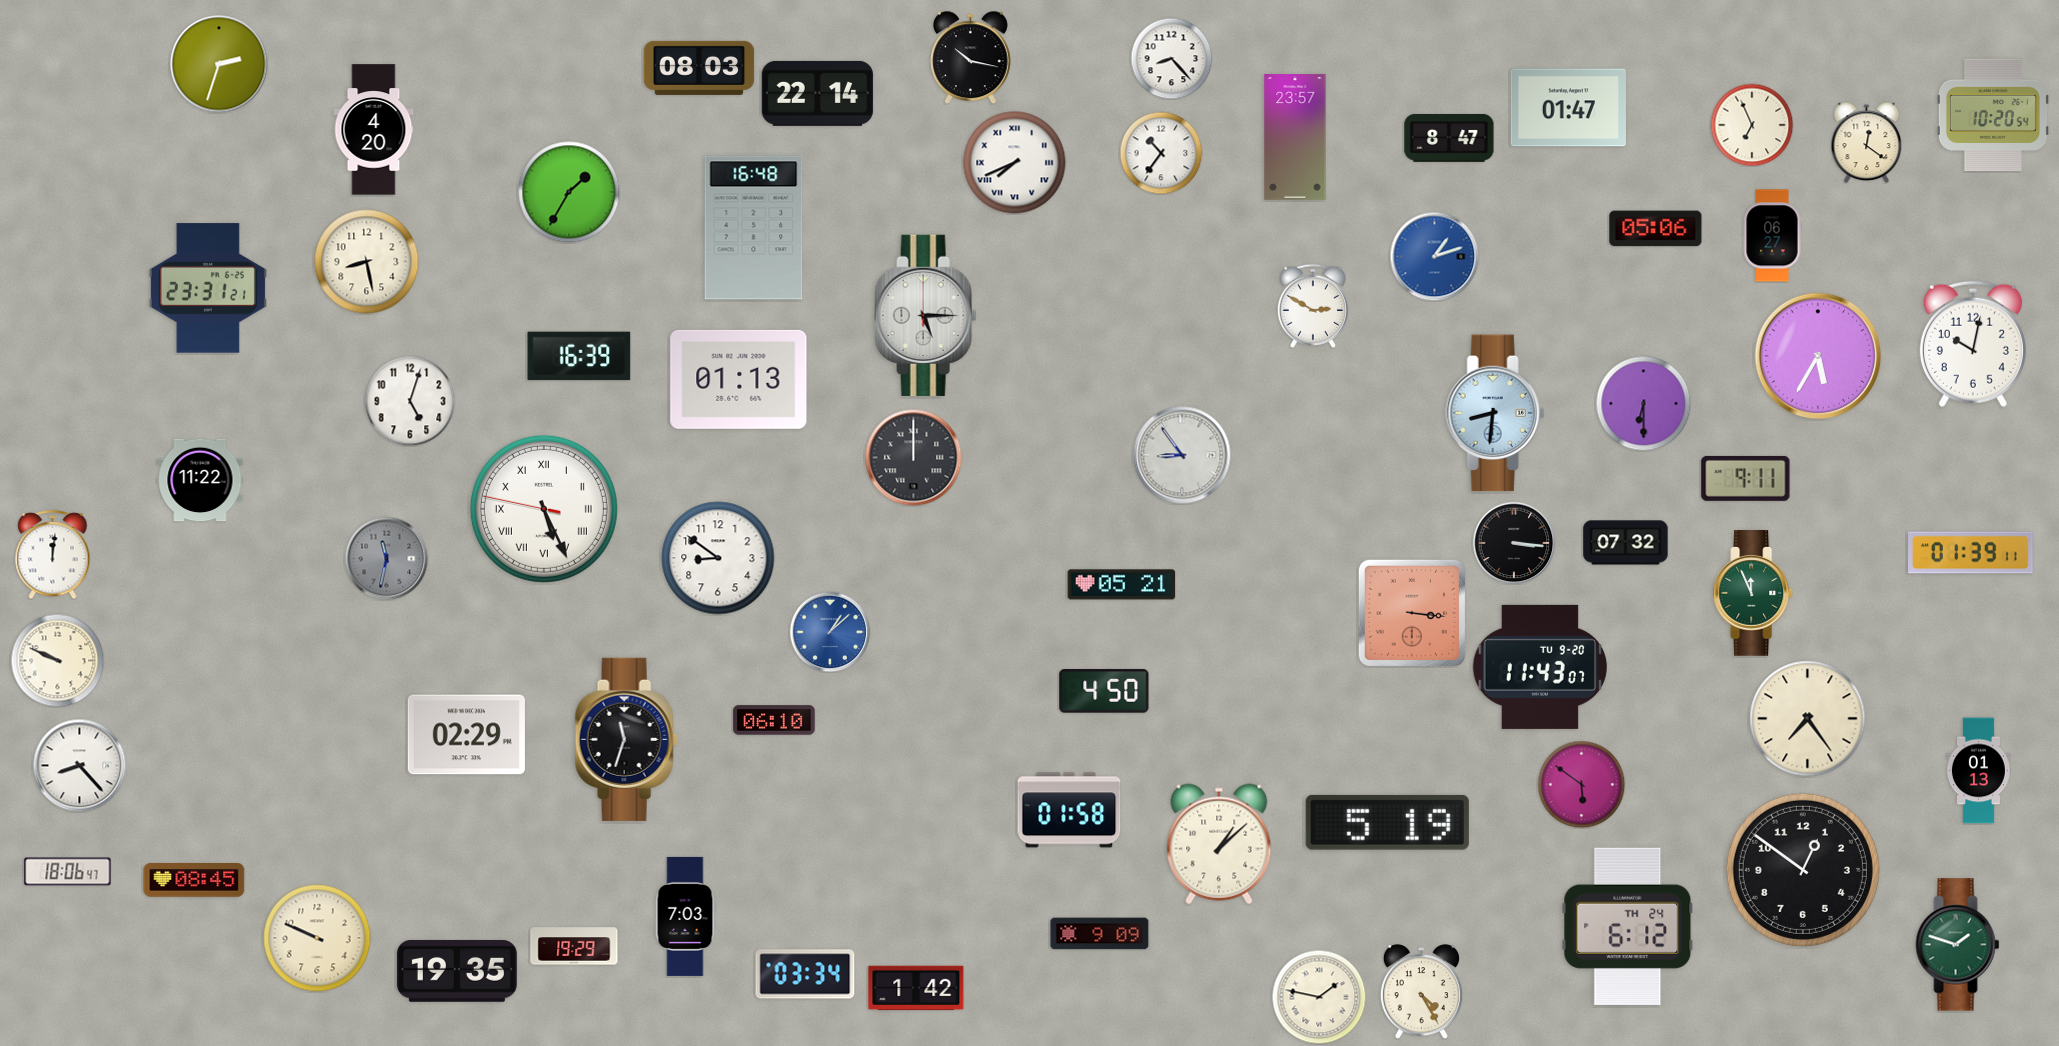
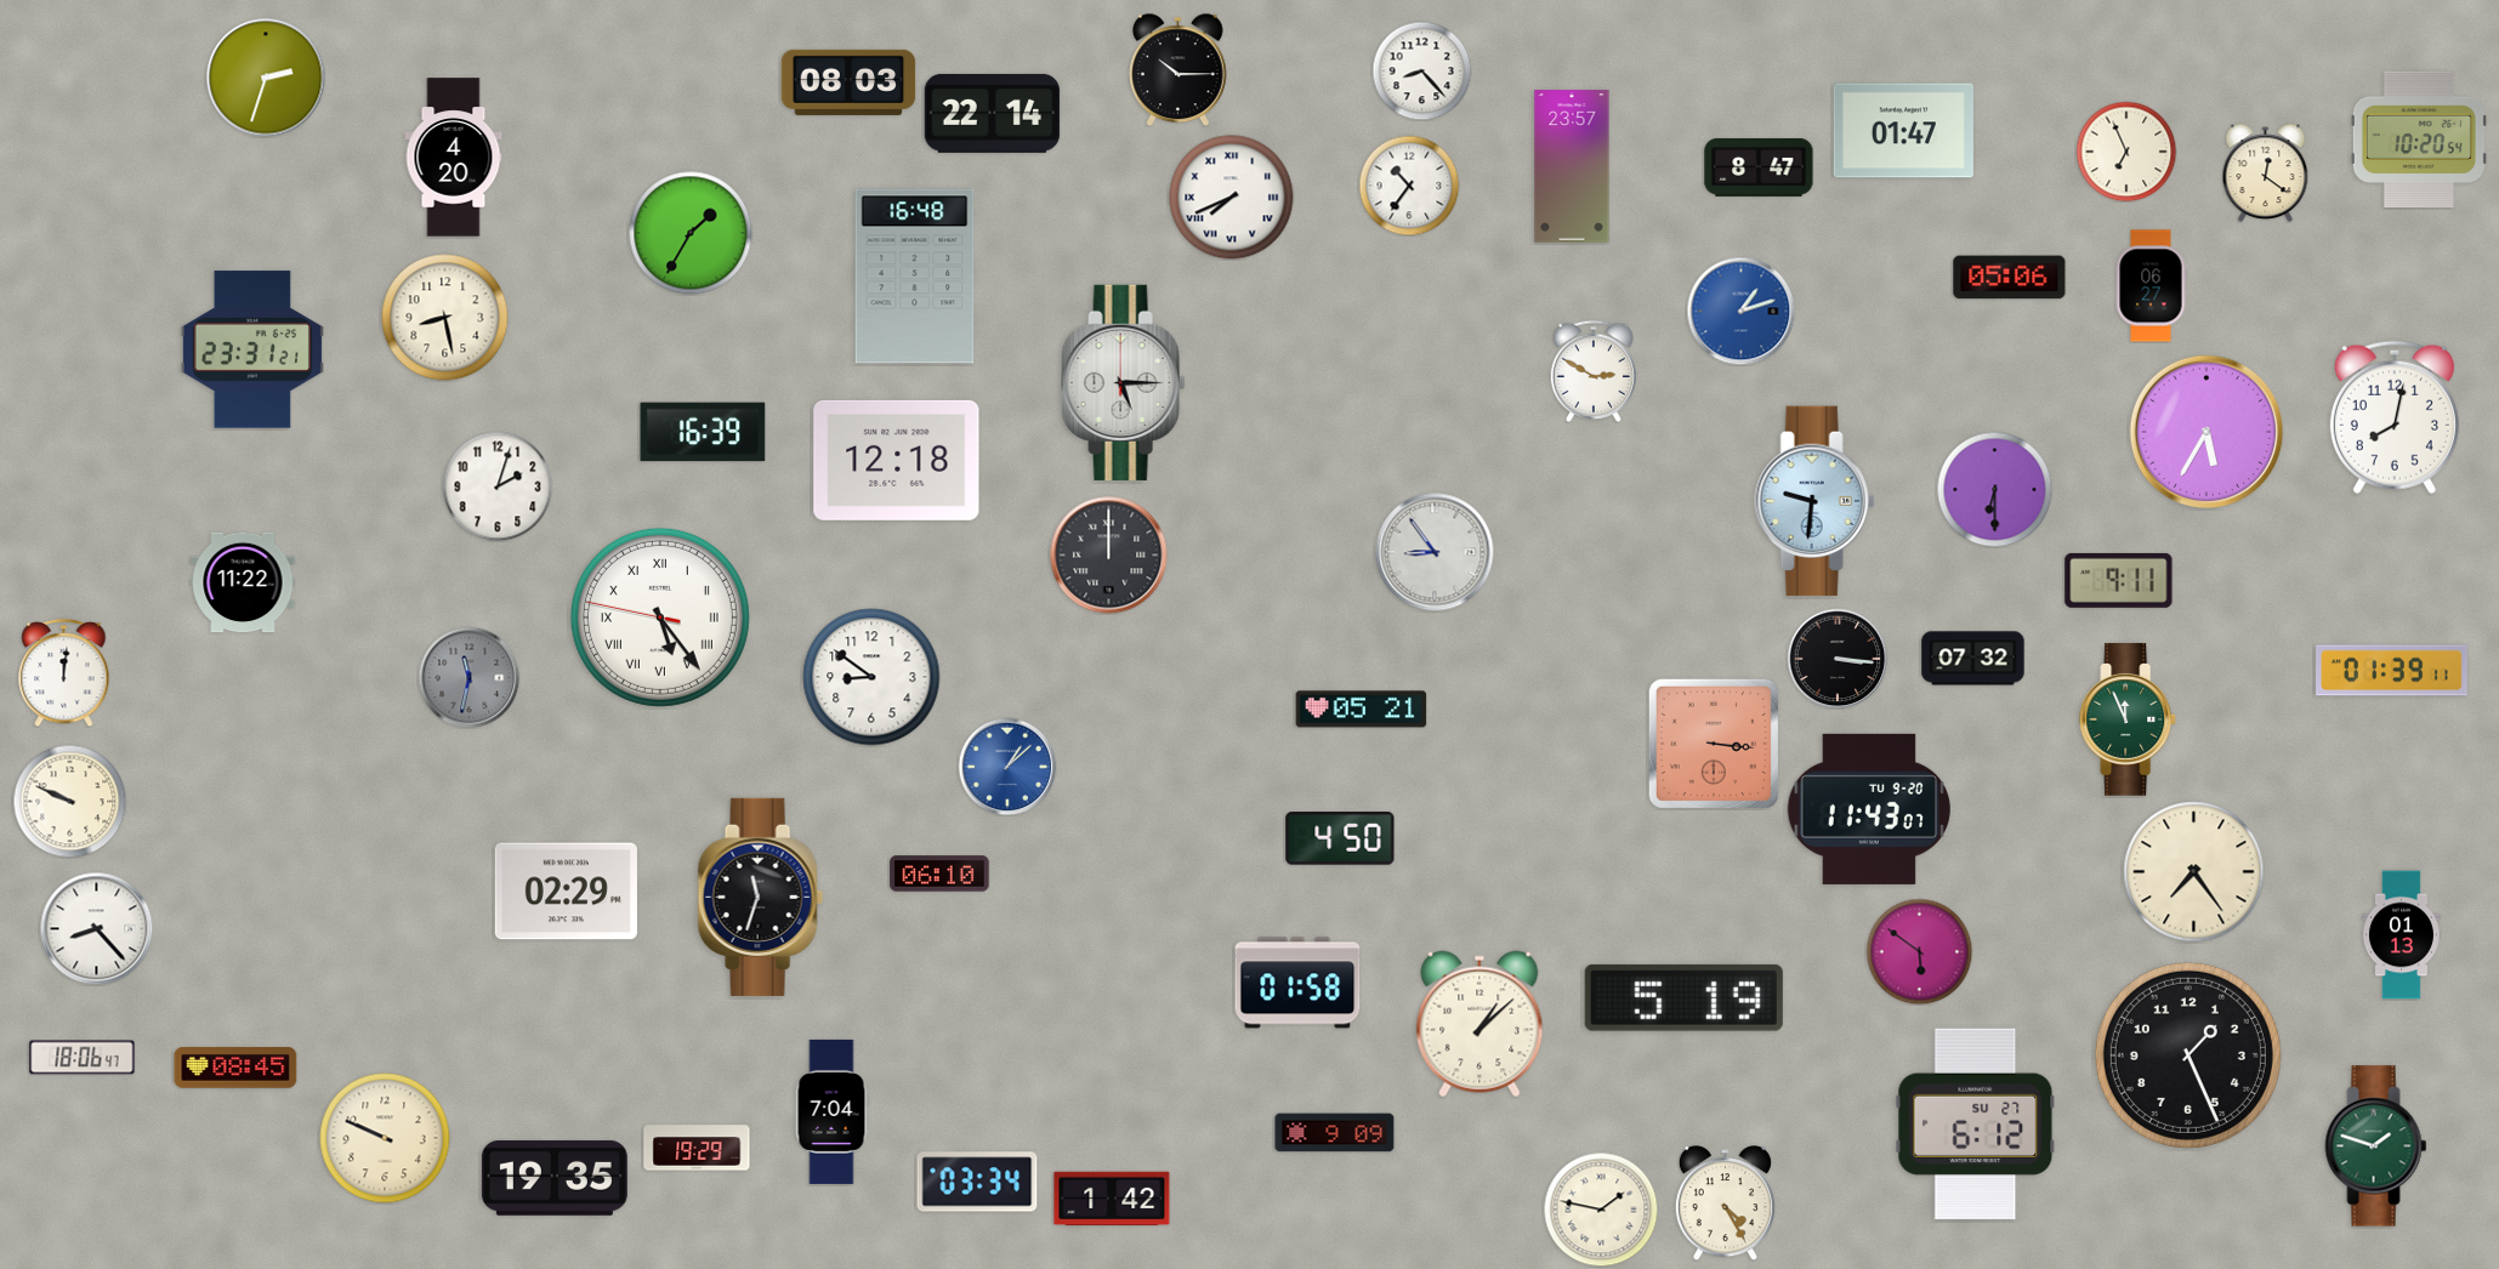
clock at (971, 57): 10:17 -> 10:15
clock at (1973, 344): 10:02 -> 8:02
clock at (739, 379): 01:13 -> 12:18
clock at (410, 401): 5:03 -> 2:03
clock at (1495, 413): 8:31 -> 9:31
clock at (544, 509): 5:25 -> 5:23
clock at (1803, 870): 12:51 -> 1:26
clock at (685, 916): 7:03 -> 7:04
clock at (1628, 926) date: TH 24 -> SU 27
